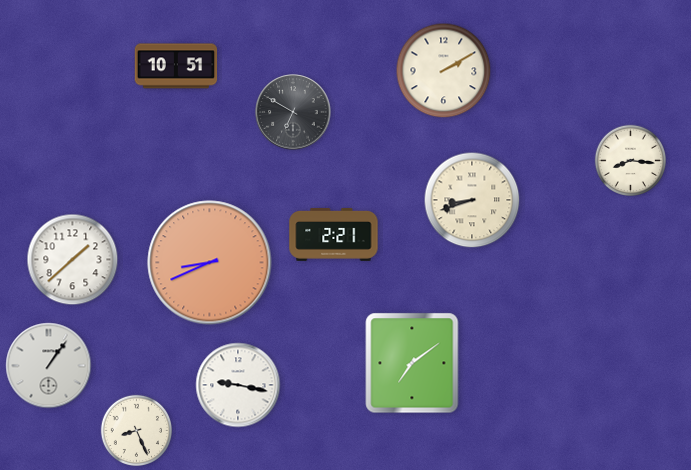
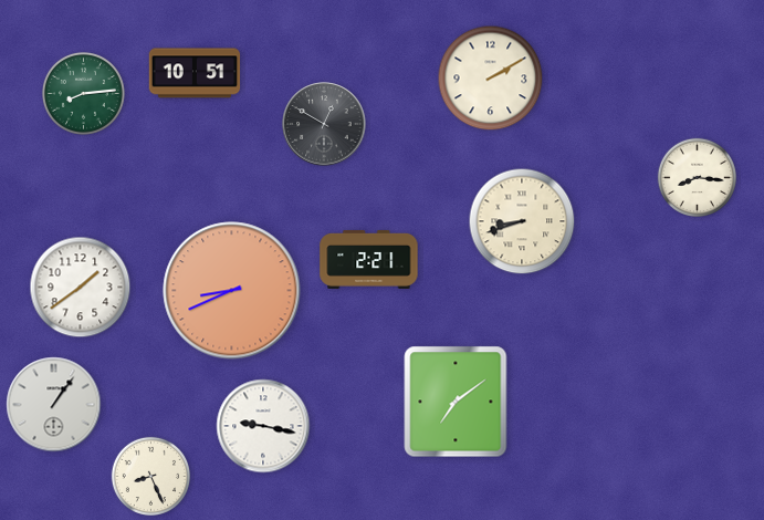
clock at (83, 93): none -> 8:14
clock at (293, 112): 6:50 -> 12:50
clock at (73, 260): 1:38 -> 1:39
